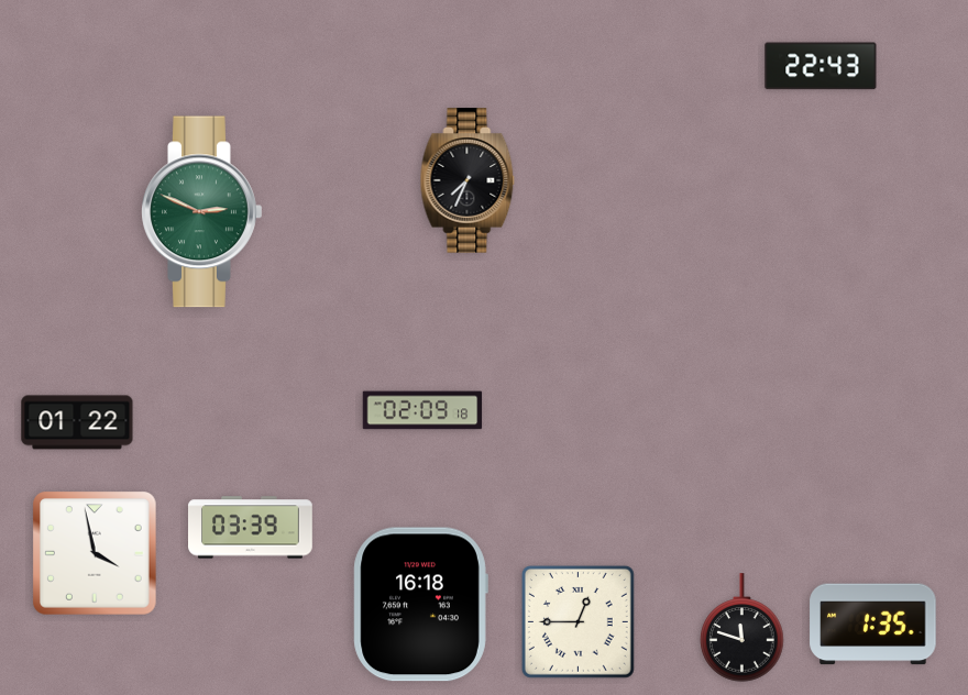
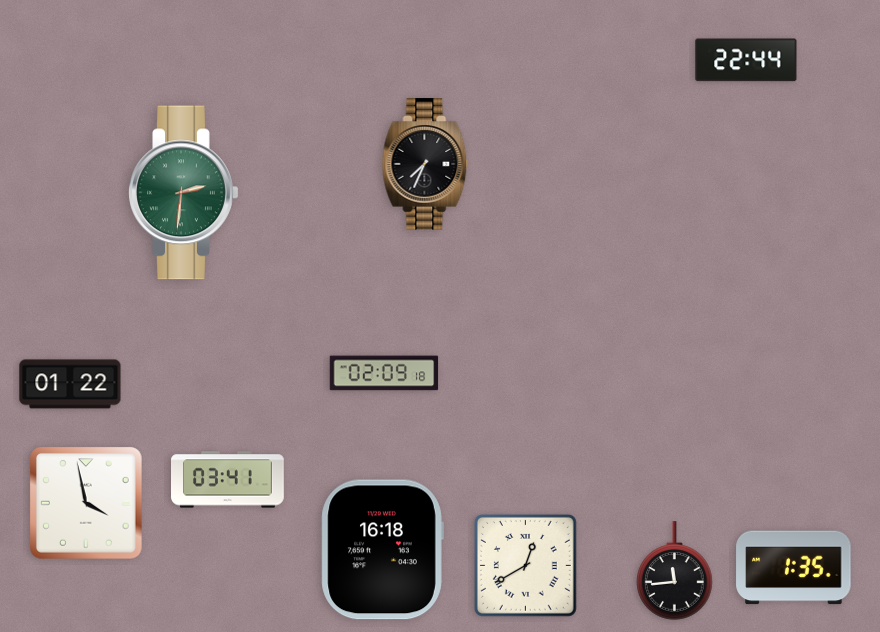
clock at (821, 66): 22:43 -> 22:44
clock at (202, 212): 2:49 -> 2:31
clock at (251, 528): 03:39 -> 03:41
clock at (577, 621): 12:45 -> 12:40
clock at (743, 628): 11:48 -> 11:44
